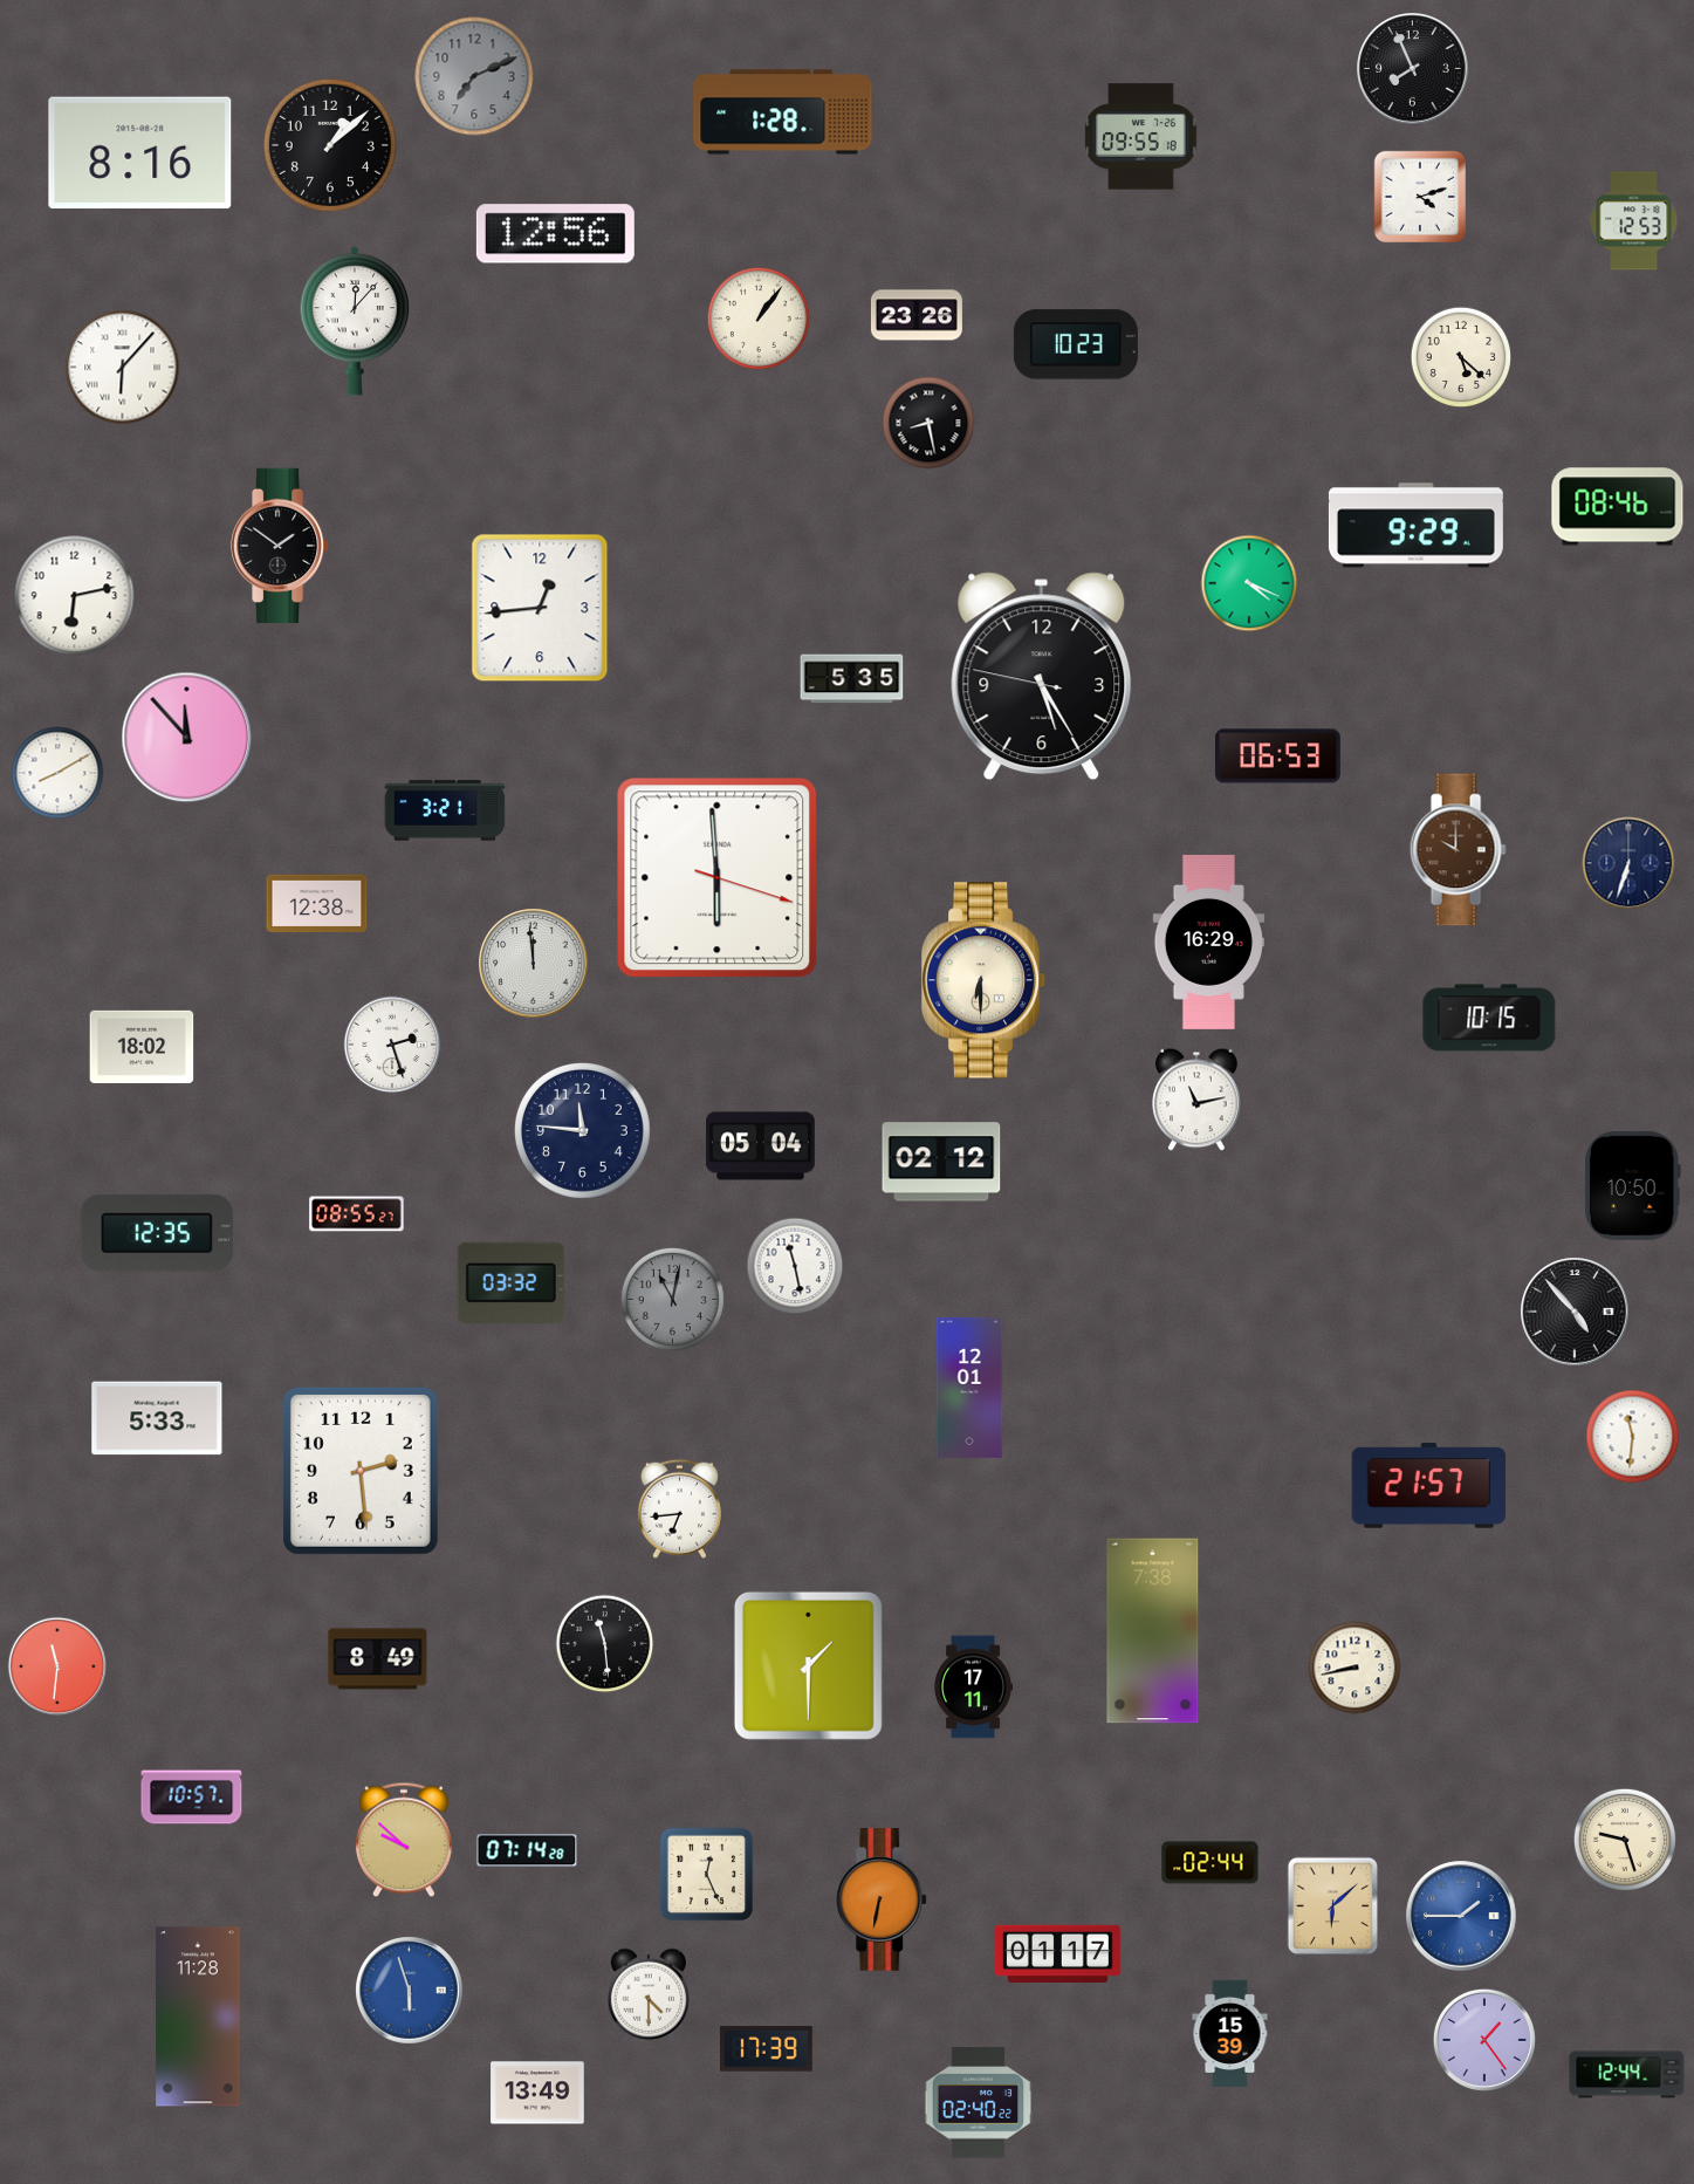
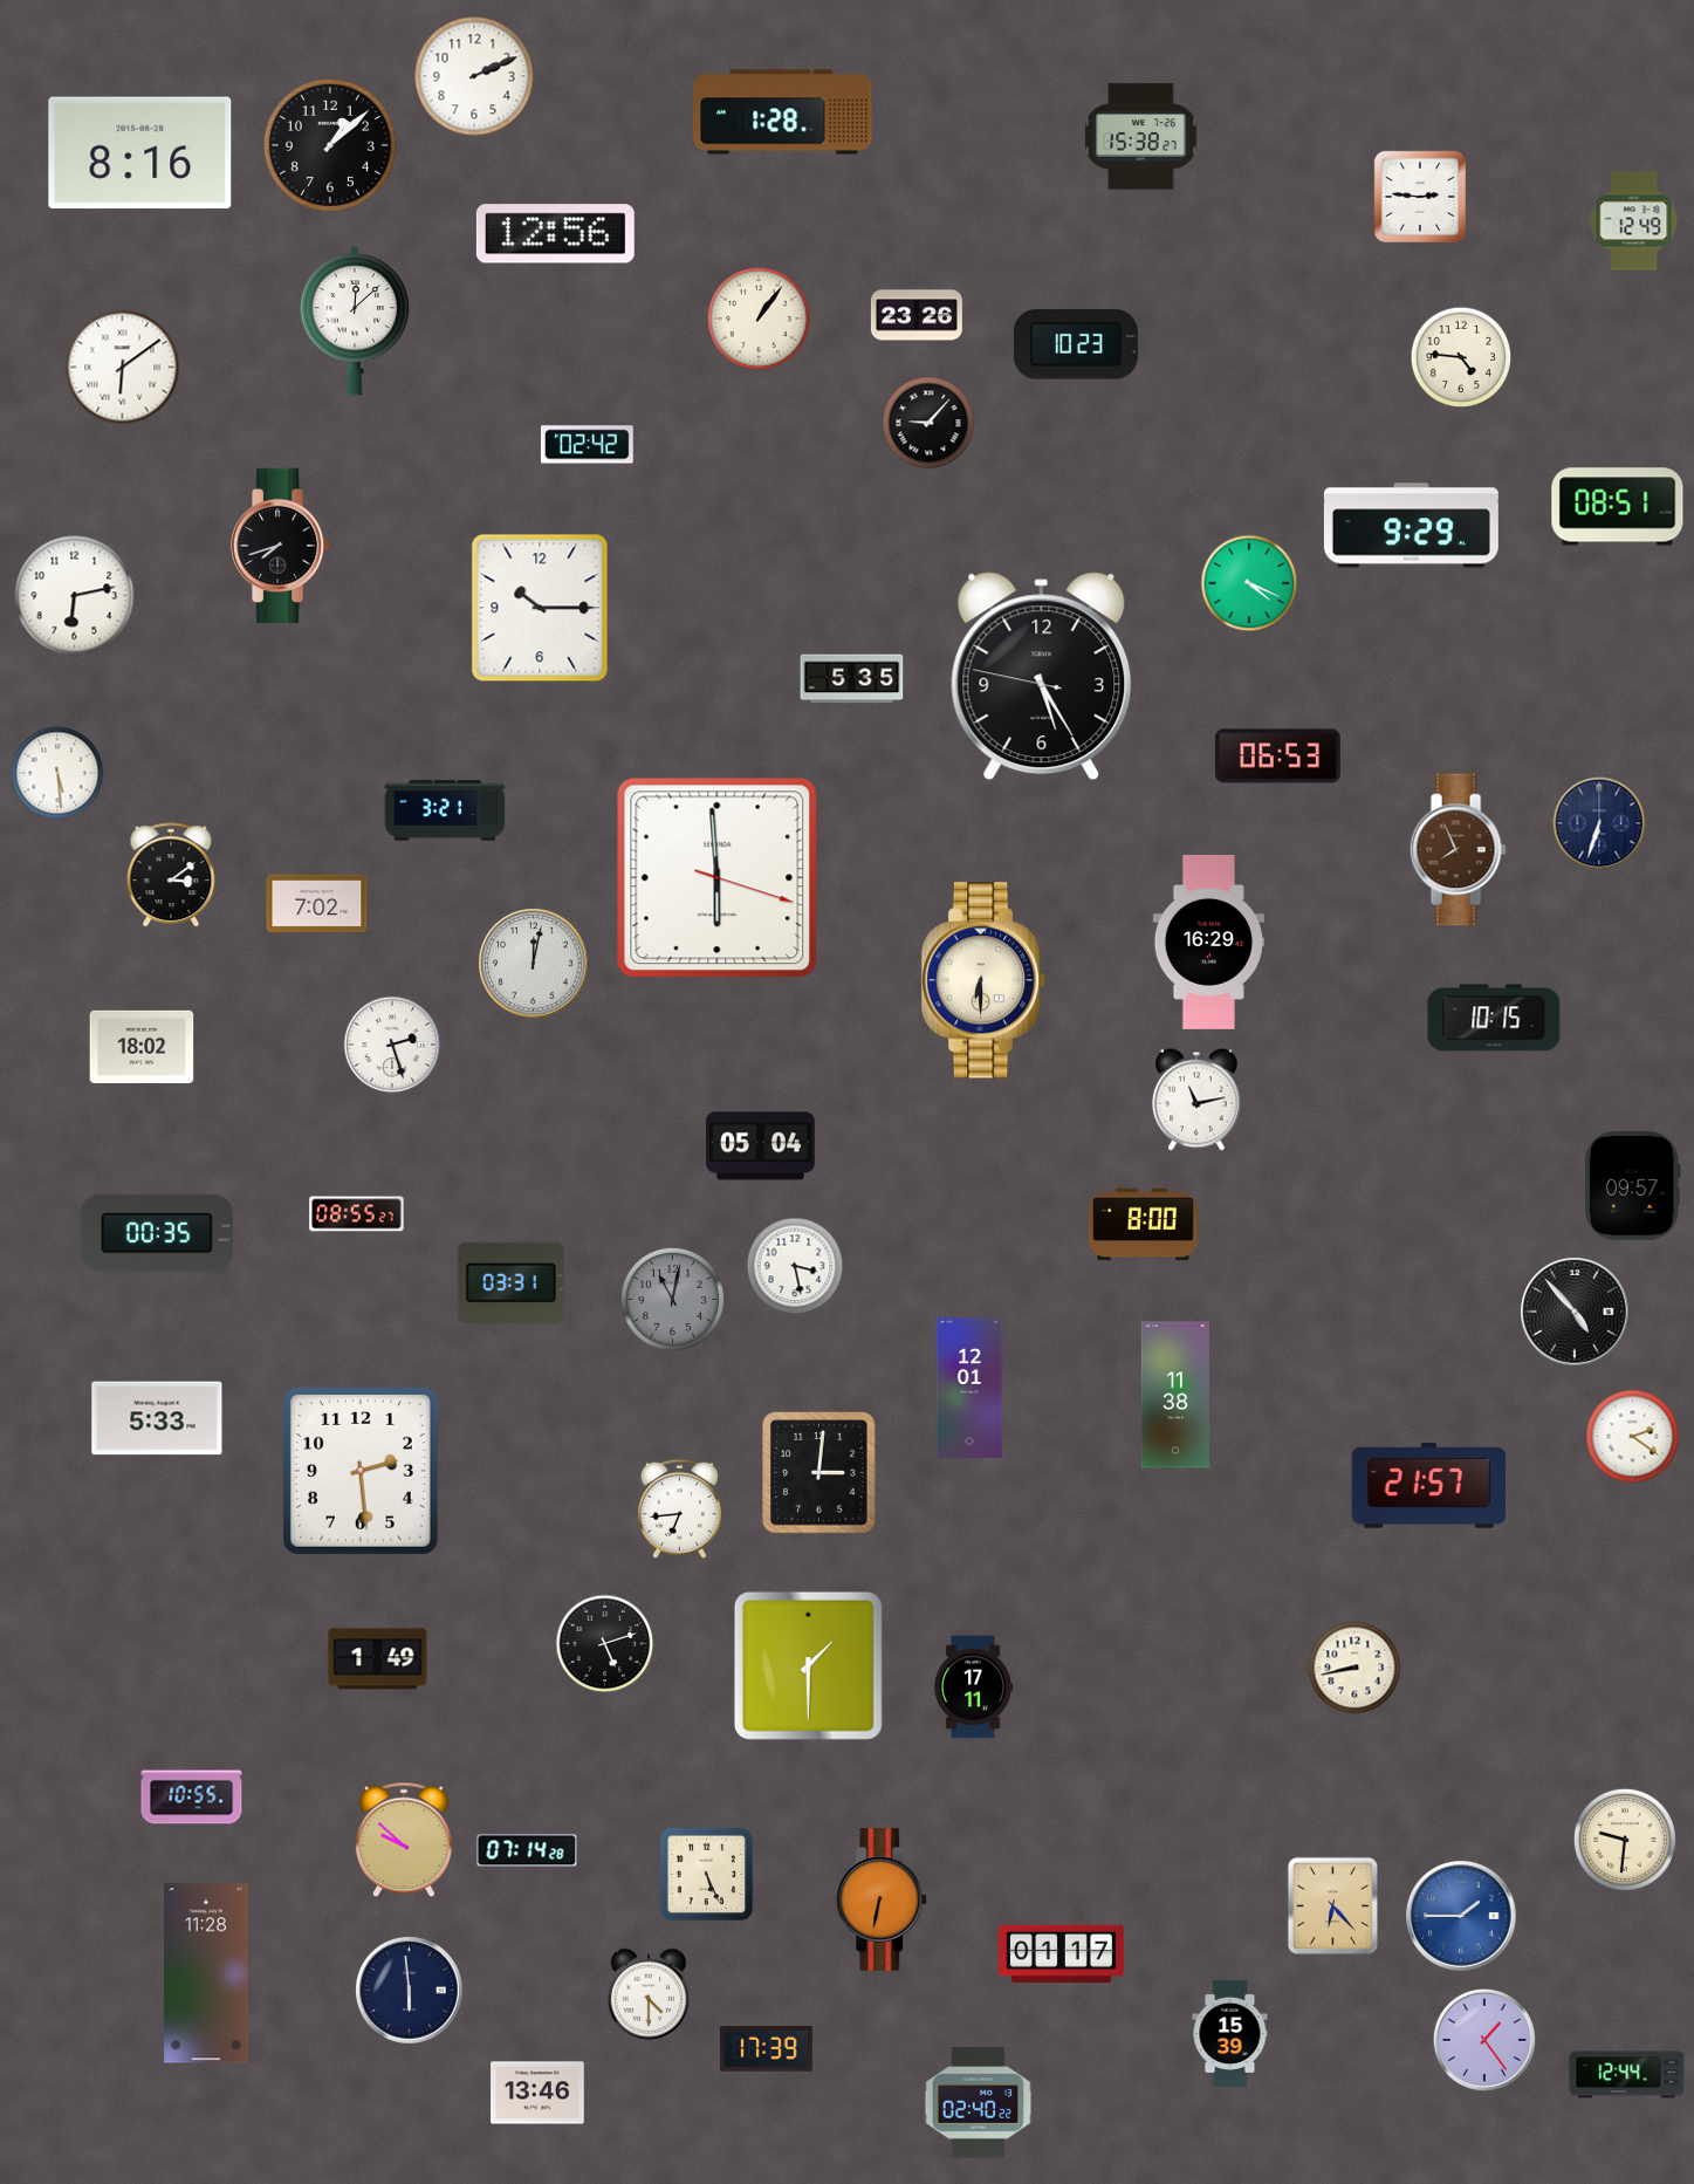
clock at (1413, 69): 7:56 -> none
clock at (474, 76): 7:11 -> 2:11
clock at (474, 76) dial: grey -> white
clock at (1141, 137): 09:55 -> 15:38
clock at (1420, 197): 4:12 -> 2:46
clock at (1634, 221): 12:53 -> 12:49
clock at (355, 321): 12:07 -> 12:08
clock at (1461, 357): 5:22 -> 4:46
clock at (123, 368): 6:07 -> 6:09
clock at (928, 423): 8:28 -> 9:07
clock at (587, 445): none -> 02:42
clock at (1618, 507): 08:46 -> 08:51
clock at (1415, 526) position: (1415, 526) -> (1411, 526)
clock at (281, 545): 1:51 -> 7:42
clock at (540, 608): 12:44 -> 10:15
clock at (187, 738): 11:53 -> none
clock at (57, 773): 8:10 -> 5:29
clock at (1458, 850): 10:00 -> 7:56
clock at (1628, 863) position: (1628, 863) -> (1599, 823)
clock at (171, 876): none -> 3:09
clock at (317, 903): 12:38 -> 7:02
clock at (534, 964): 11:59 -> 12:02
clock at (1489, 1018) position: (1489, 1018) -> (1494, 1018)
clock at (582, 1131): 11:46 -> none
clock at (941, 1162): 02:12 -> none
clock at (1632, 1185): 10:50 -> 09:57
clock at (1143, 1225): none -> 8:00
clock at (157, 1233): 12:35 -> 00:35
clock at (795, 1266): 11:28 -> 3:28
clock at (510, 1282): 03:32 -> 03:31
clock at (1175, 1395): none -> 11:38
clock at (1633, 1437): 11:31 -> 2:21
clock at (819, 1473): none -> 3:01
clock at (1153, 1631): 7:38 -> none
clock at (605, 1644): 11:29 -> 5:12
clock at (378, 1659): 8:49 -> 1:49
clock at (57, 1666): 11:31 -> none
clock at (192, 1798): 10:57 -> 10:55
clock at (1625, 1840): 9:27 -> 9:31
clock at (1211, 1863): 02:44 -> none
clock at (707, 1875): 12:26 -> 5:26
clock at (1332, 1906): 6:08 -> 6:23
clock at (1058, 1953) position: (1058, 1953) -> (1062, 1953)
clock at (410, 1991): 5:57 -> 5:59
clock at (410, 1991) dial: blue -> navy
clock at (198, 2017) position: (198, 2017) -> (206, 1973)
clock at (537, 2093): 13:49 -> 13:46
